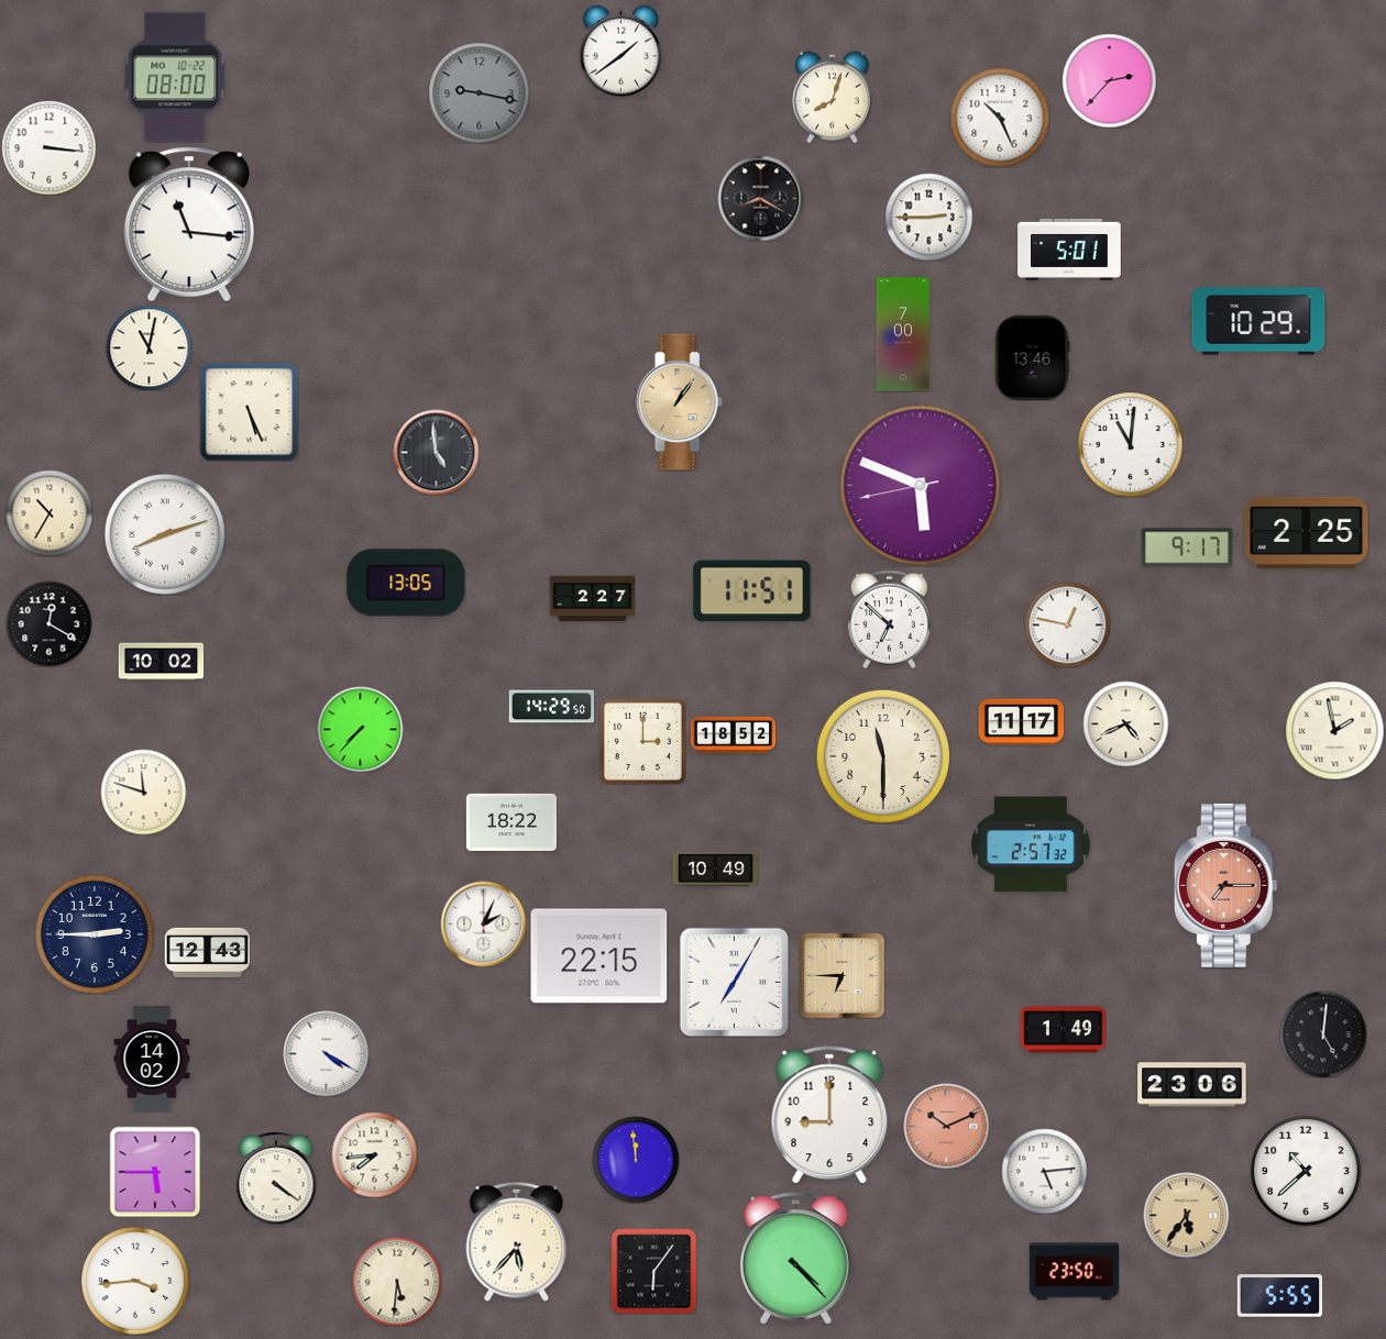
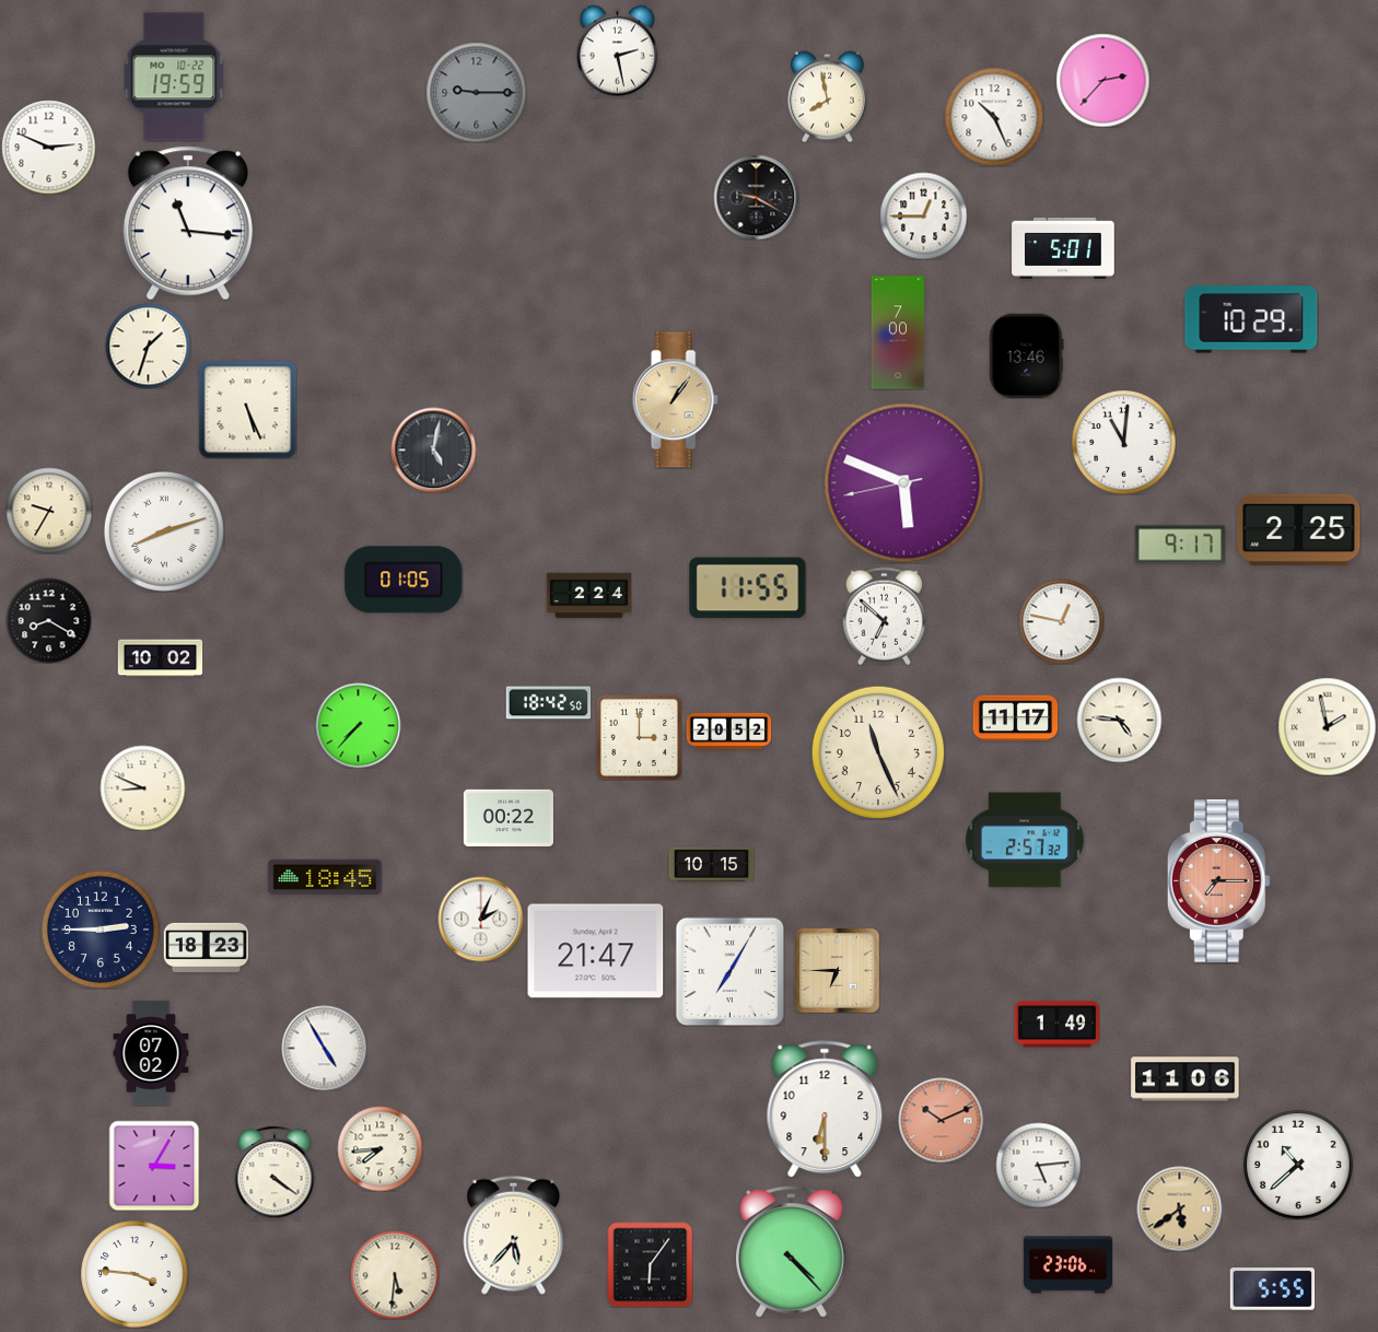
clock at (620, 52): 1:39 -> 2:28
clock at (175, 77): 08:00 -> 19:59
clock at (479, 92): 9:17 -> 9:15
clock at (832, 97): 8:03 -> 7:58
clock at (48, 147): 3:16 -> 2:49
clock at (760, 198): 8:20 -> 9:20
clock at (928, 217): 2:45 -> 12:45
clock at (148, 347): 11:02 -> 1:33
clock at (436, 452): 4:59 -> 5:02
clock at (921, 486) position: (921, 486) -> (904, 483)
clock at (50, 513): 10:35 -> 9:35
clock at (406, 583): 13:05 -> 01:05
clock at (752, 591): 11:51 -> 11:55
clock at (592, 599): 2:27 -> 2:24
clock at (48, 623): 12:20 -> 8:20
clock at (551, 707): 14:29 -> 18:42
clock at (1125, 723): 4:41 -> 4:46
clock at (733, 734): 18:52 -> 20:52
clock at (882, 755): 11:30 -> 11:26
clock at (143, 792): 11:48 -> 8:49
clock at (512, 822): 18:22 -> 00:22
clock at (715, 870): 10:49 -> 10:15
clock at (325, 877): none -> 18:45
clock at (95, 934) position: (95, 934) -> (101, 930)
clock at (207, 952): 12:43 -> 18:23
clock at (599, 956): 22:15 -> 21:47
clock at (734, 982) position: (734, 982) -> (729, 971)
clock at (1323, 1034): 5:01 -> none
clock at (326, 1053): 4:20 -> 4:55
clock at (152, 1059): 14:02 -> 07:02
clock at (1192, 1085): 23:06 -> 11:06
clock at (829, 1115): 9:00 -> 6:30
clock at (374, 1154) position: (374, 1154) -> (379, 1148)
clock at (636, 1160): 11:59 -> none
clock at (155, 1172): 5:45 -> 3:05
clock at (1186, 1215): 5:36 -> 5:39
clock at (1074, 1272): 23:50 -> 23:06
clock at (135, 1281): 3:44 -> 3:46
